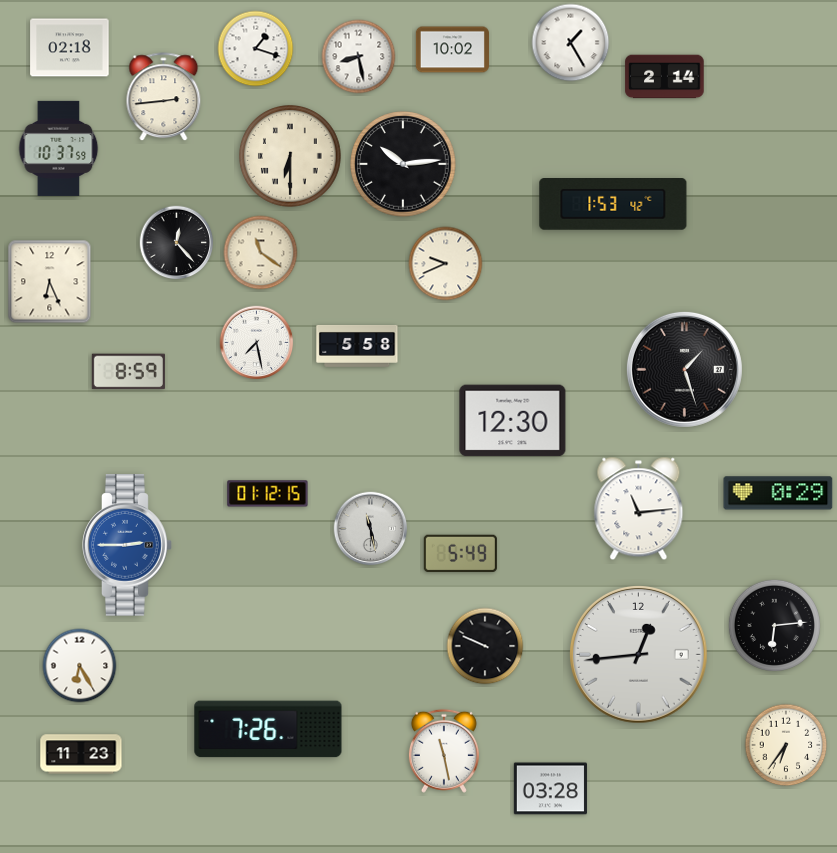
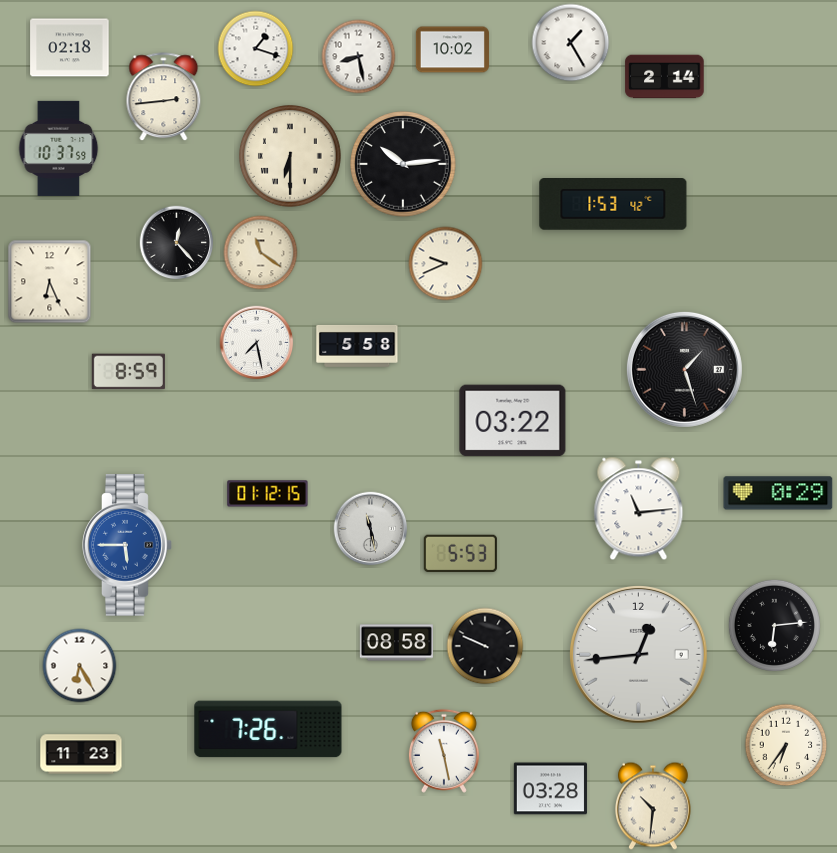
clock at (513, 421): 12:30 -> 03:22
clock at (127, 545): 2:45 -> 5:45
clock at (460, 553): 5:49 -> 5:53
clock at (396, 643): none -> 08:58
clock at (654, 806): none -> 10:31
